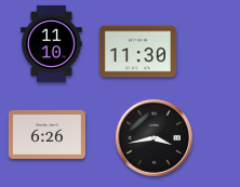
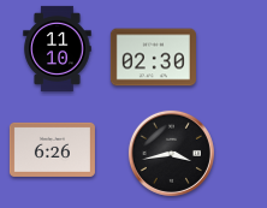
clock at (137, 52): 11:30 -> 02:30
